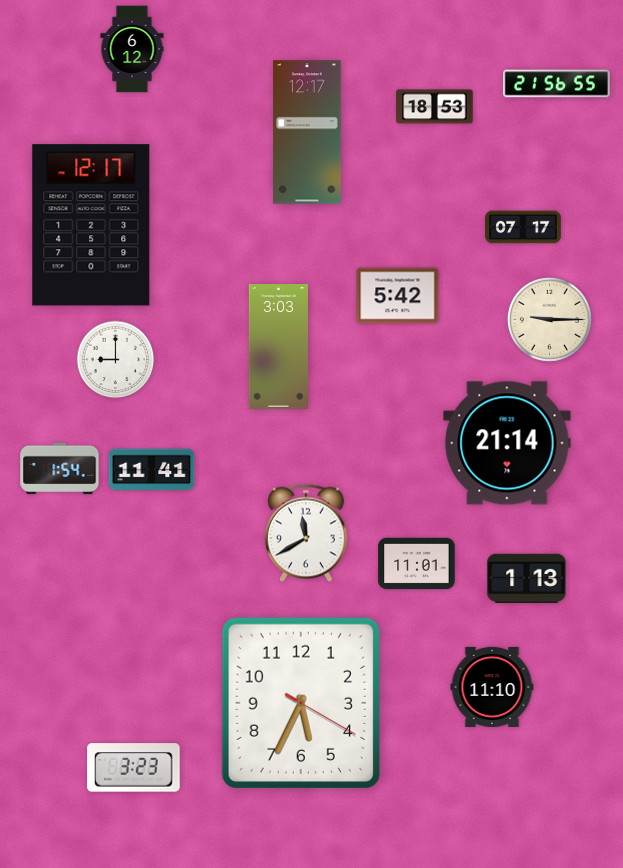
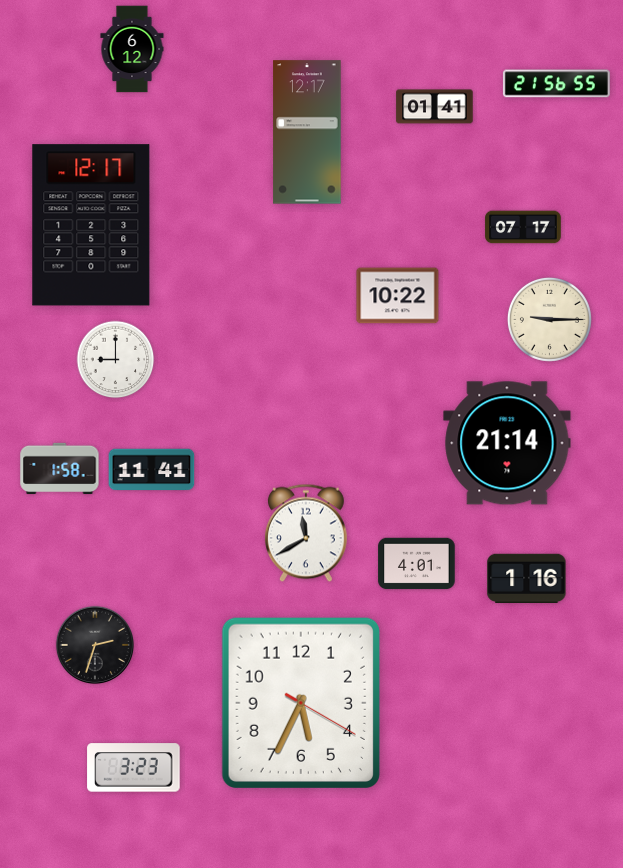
clock at (435, 107): 18:53 -> 01:41
clock at (398, 296): 5:42 -> 10:22
clock at (278, 347): 3:03 -> none
clock at (60, 469): 1:54 -> 1:58
clock at (417, 564): 11:01 -> 4:01
clock at (527, 578): 1:13 -> 1:16
clock at (95, 645): none -> 2:33
clock at (492, 687): 11:10 -> none
